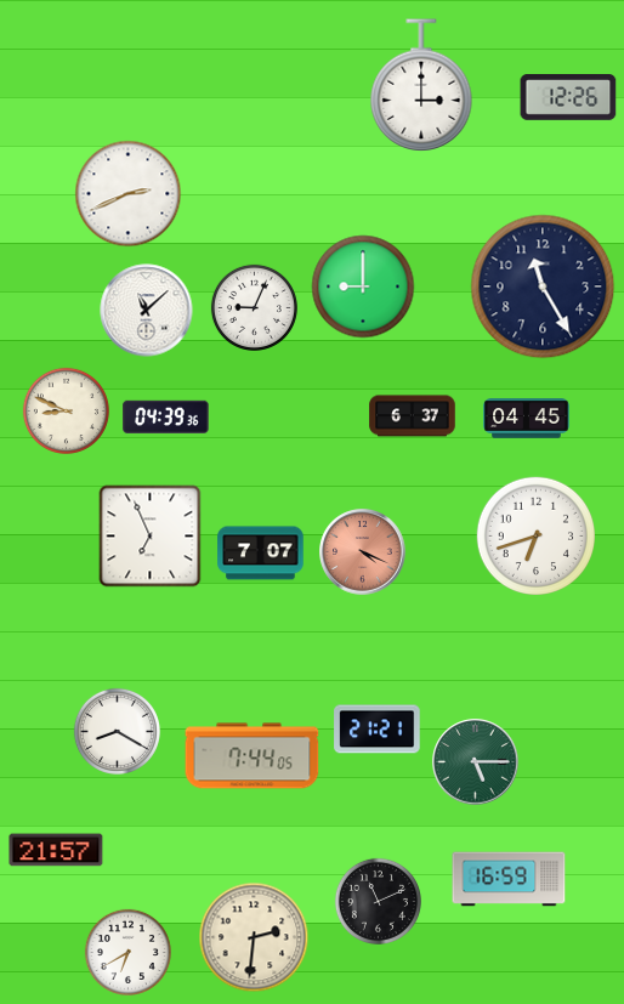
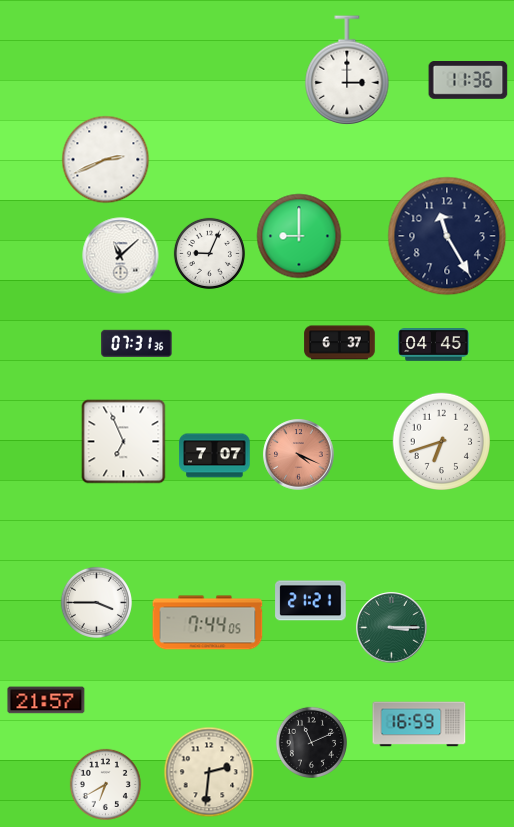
clock at (568, 98): 12:26 -> 11:36
clock at (66, 410): 8:49 -> none
clock at (166, 416): 04:39 -> 07:31
clock at (117, 731): 8:20 -> 3:45
clock at (476, 762): 5:15 -> 3:15
